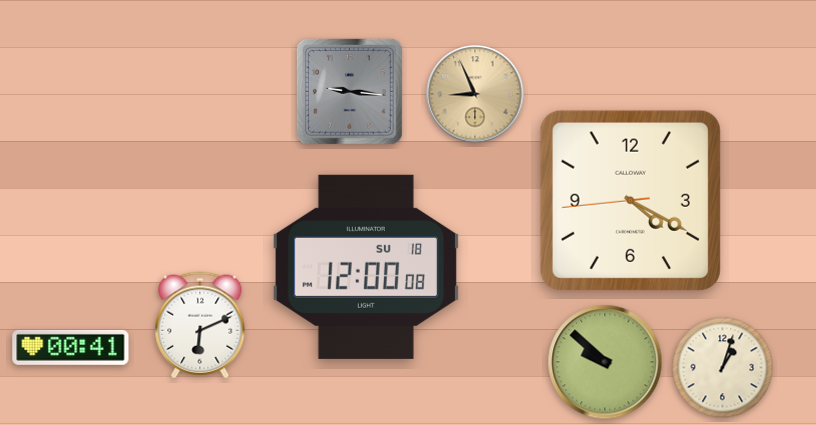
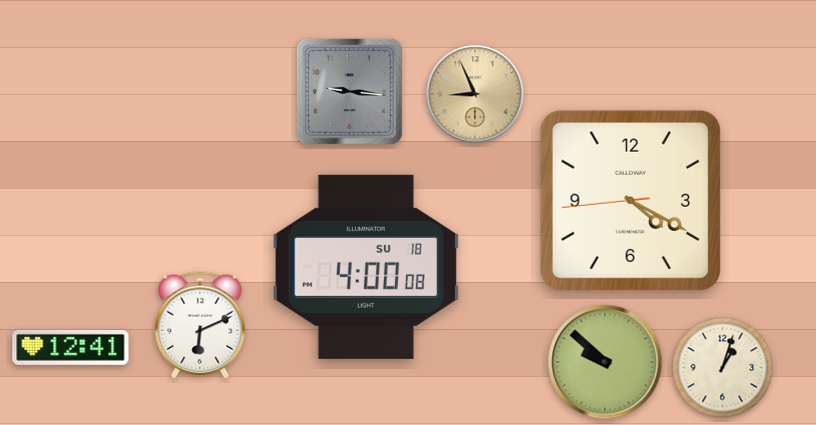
clock at (366, 267): 12:00 -> 4:00
clock at (71, 347): 00:41 -> 12:41
